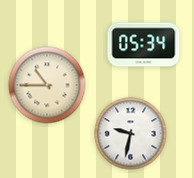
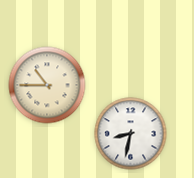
clock at (144, 45): 05:34 -> none
clock at (131, 134): 9:32 -> 8:32
